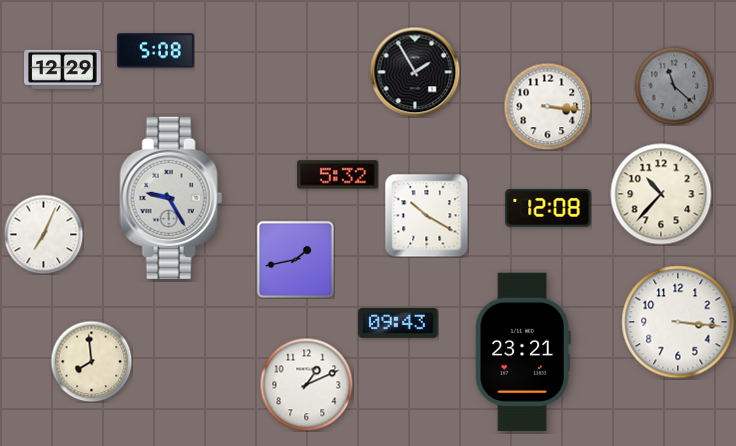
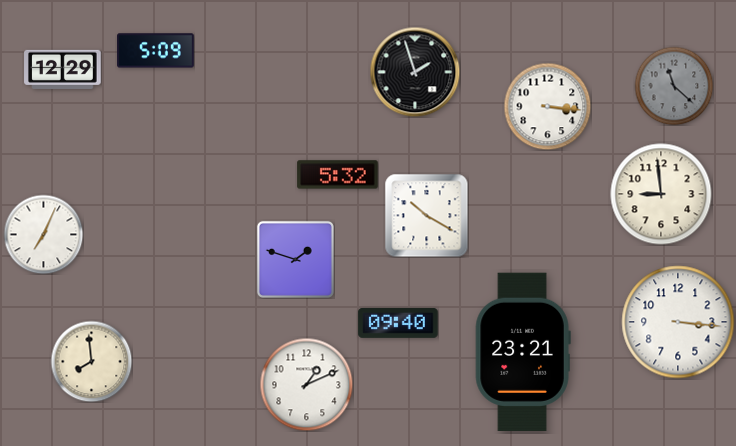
clock at (156, 51): 5:08 -> 5:09
clock at (415, 72): 1:55 -> 1:57
clock at (661, 194): 10:37 -> 8:59
clock at (171, 198): 9:25 -> none
clock at (548, 208): 12:08 -> none
clock at (295, 259): 1:43 -> 1:48
clock at (398, 323): 09:43 -> 09:40
